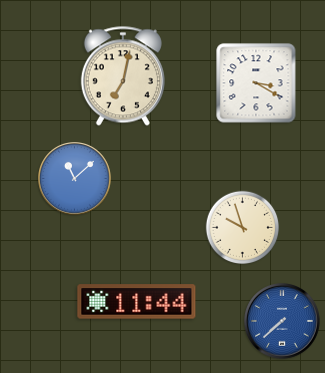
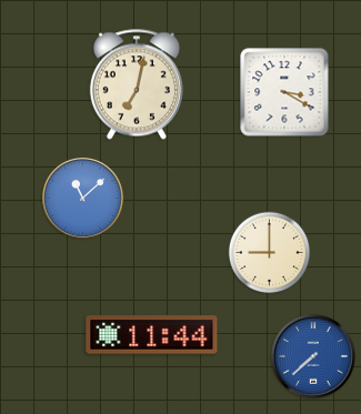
clock at (243, 228): 9:57 -> 9:00
